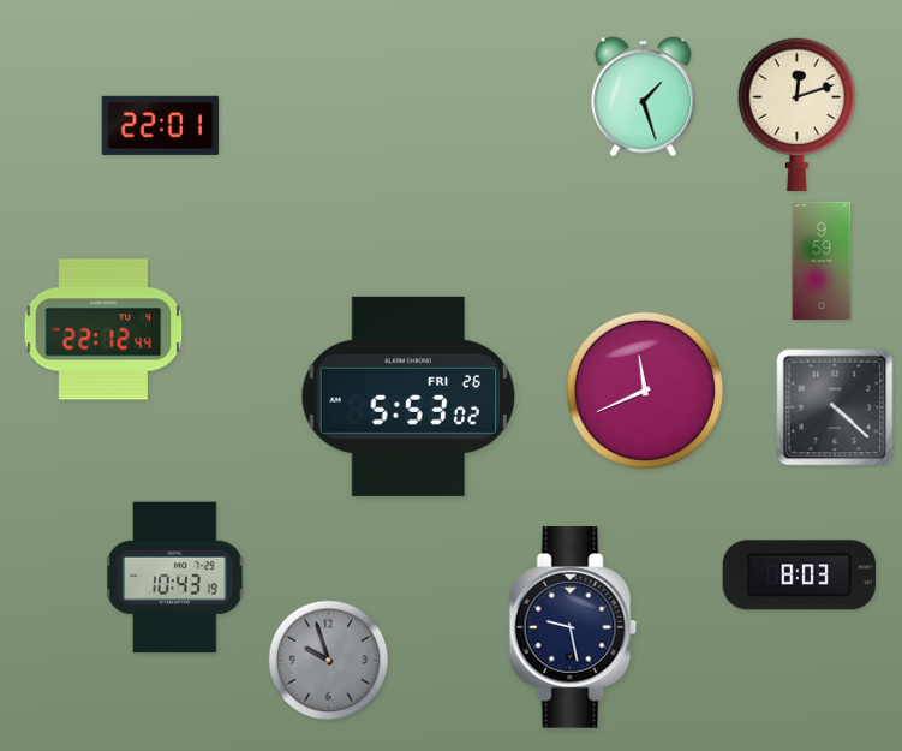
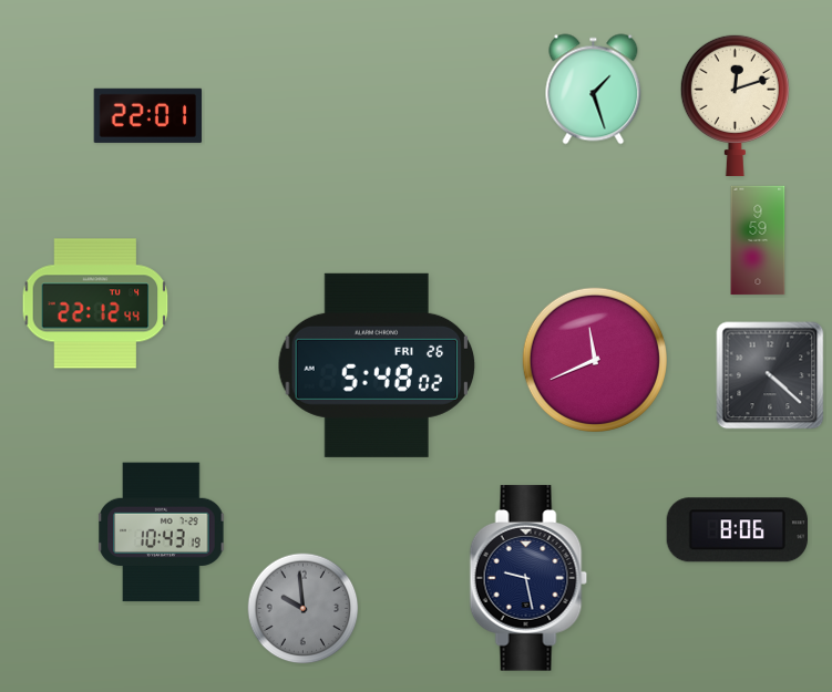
clock at (408, 397): 5:53 -> 5:48
clock at (799, 576): 8:03 -> 8:06
clock at (329, 661): 9:57 -> 9:59
